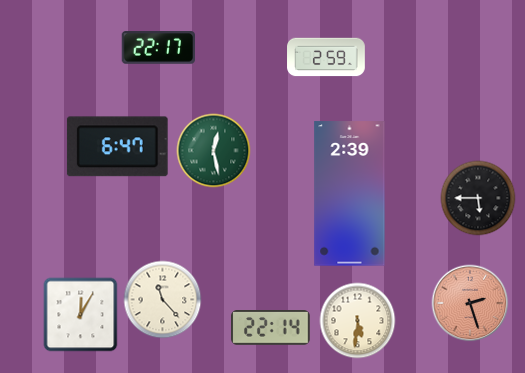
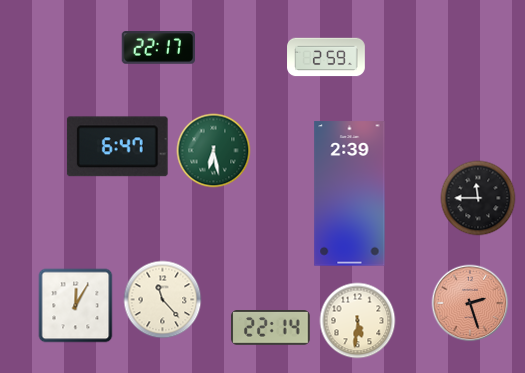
clock at (214, 151): 12:28 -> 6:28
clock at (478, 198): 5:45 -> 11:45
clock at (81, 315) position: (81, 315) -> (76, 306)
